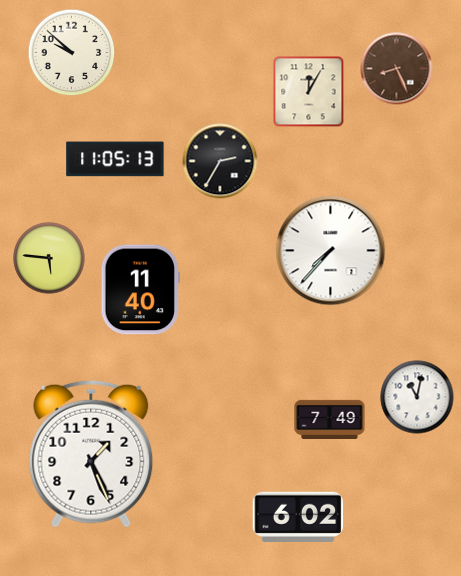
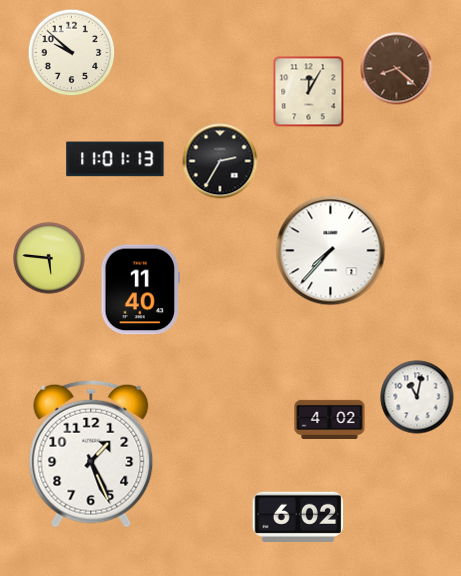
clock at (397, 69): 8:26 -> 8:22
clock at (115, 159): 11:05 -> 11:01
clock at (330, 419): 7:49 -> 4:02
